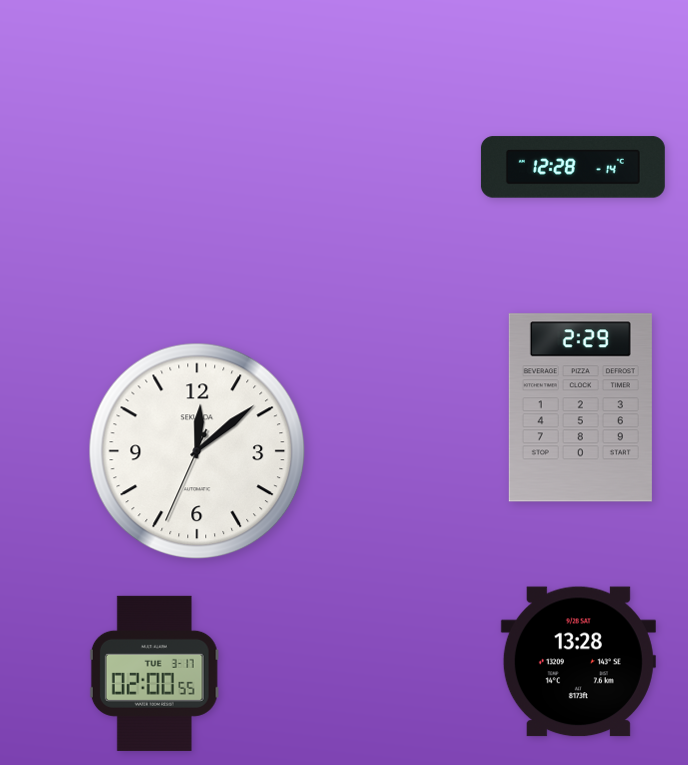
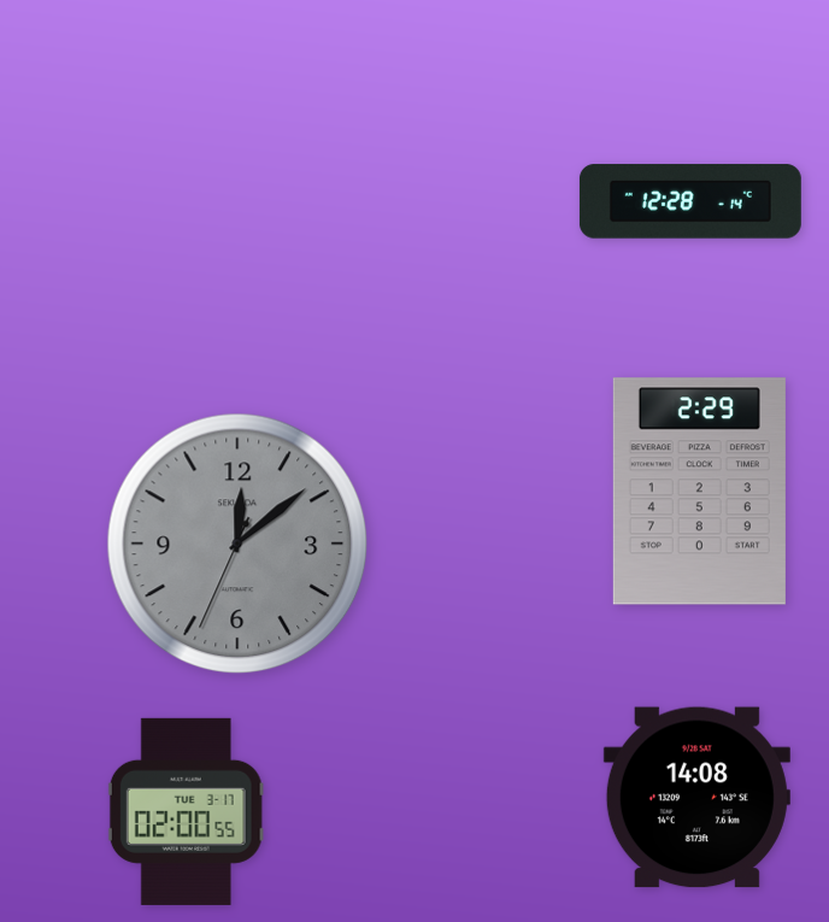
clock at (197, 451) dial: white -> grey
clock at (578, 662): 13:28 -> 14:08
